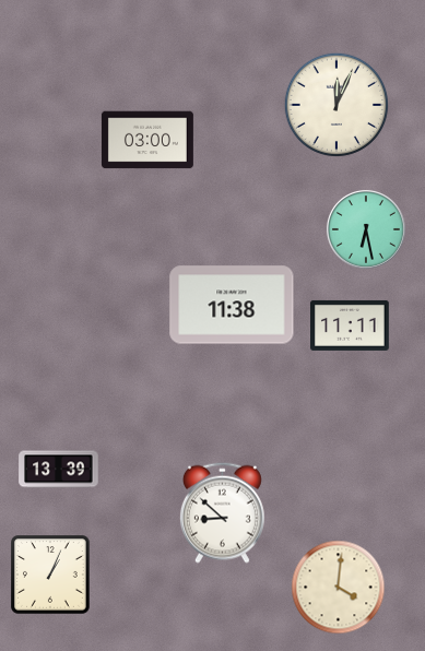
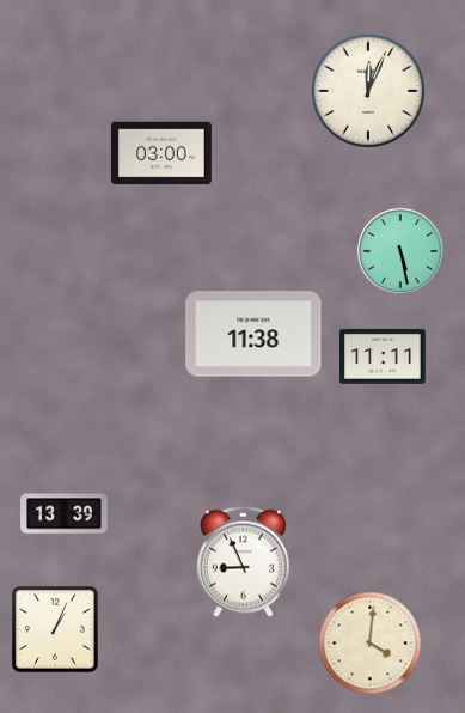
clock at (335, 104) position: (335, 104) -> (367, 90)
clock at (366, 229): 6:28 -> 5:28
clock at (222, 512): 8:52 -> 8:56
